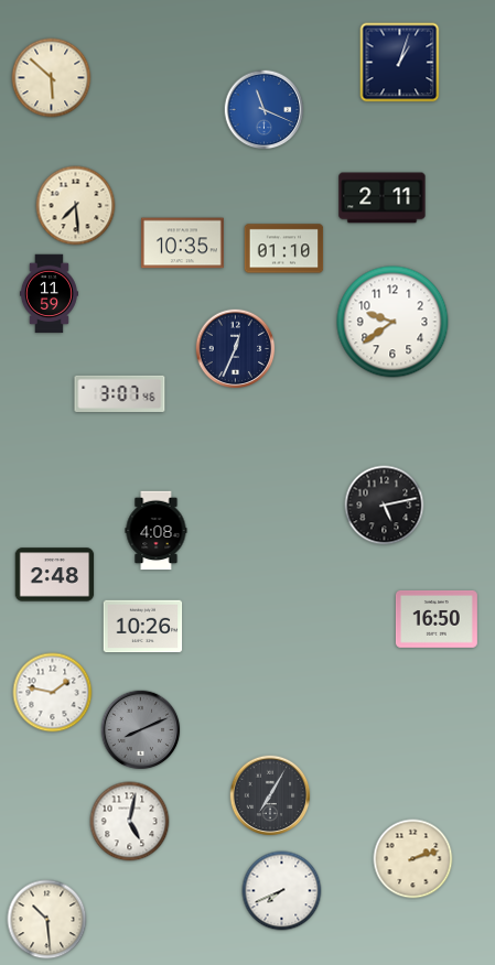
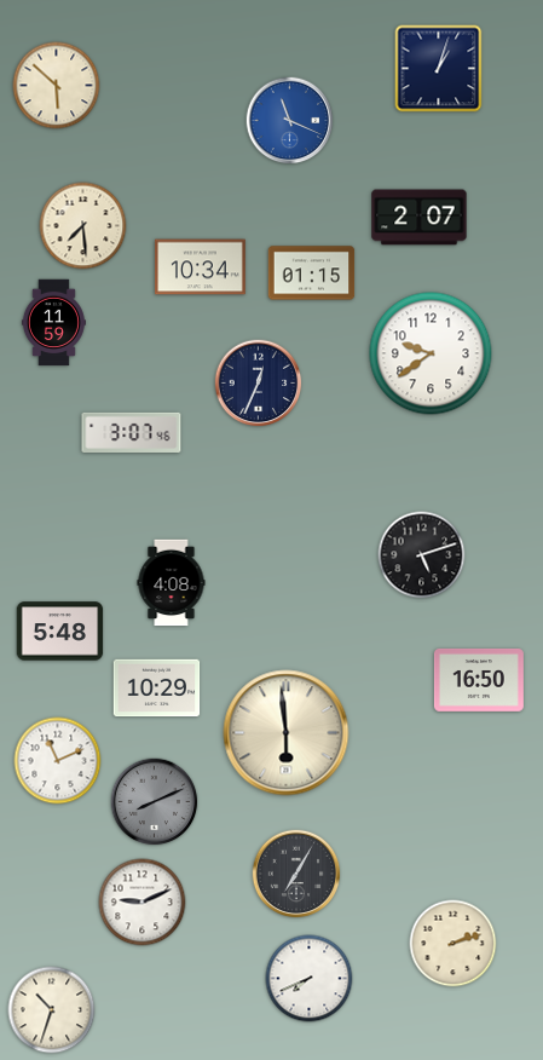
clock at (383, 198): 2:11 -> 2:07
clock at (183, 243): 10:35 -> 10:34
clock at (284, 249): 01:10 -> 01:15
clock at (385, 506): 5:13 -> 5:12
clock at (55, 575): 2:48 -> 5:48
clock at (143, 627): 10:26 -> 10:29
clock at (287, 733): none -> 5:59
clock at (53, 693): 1:47 -> 11:11
clock at (130, 822): 5:02 -> 9:11
clock at (47, 920): 10:29 -> 10:33
